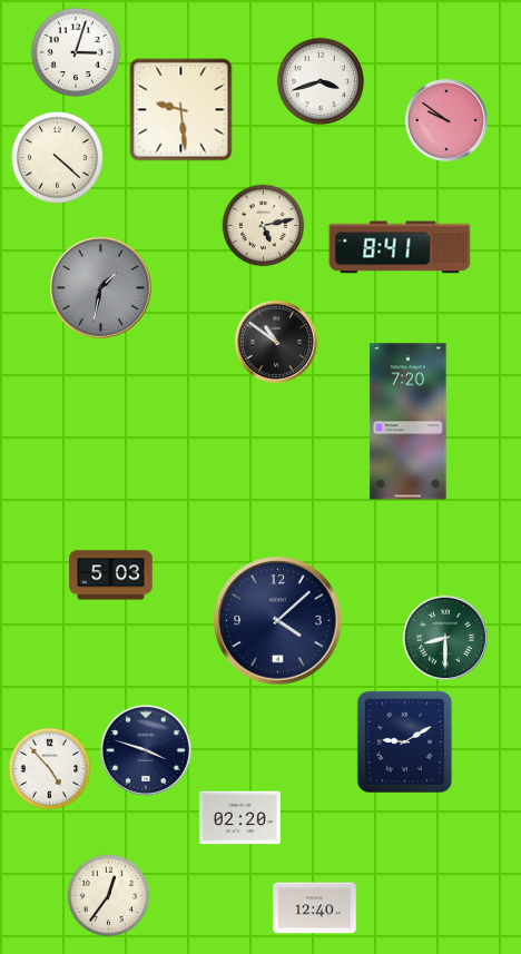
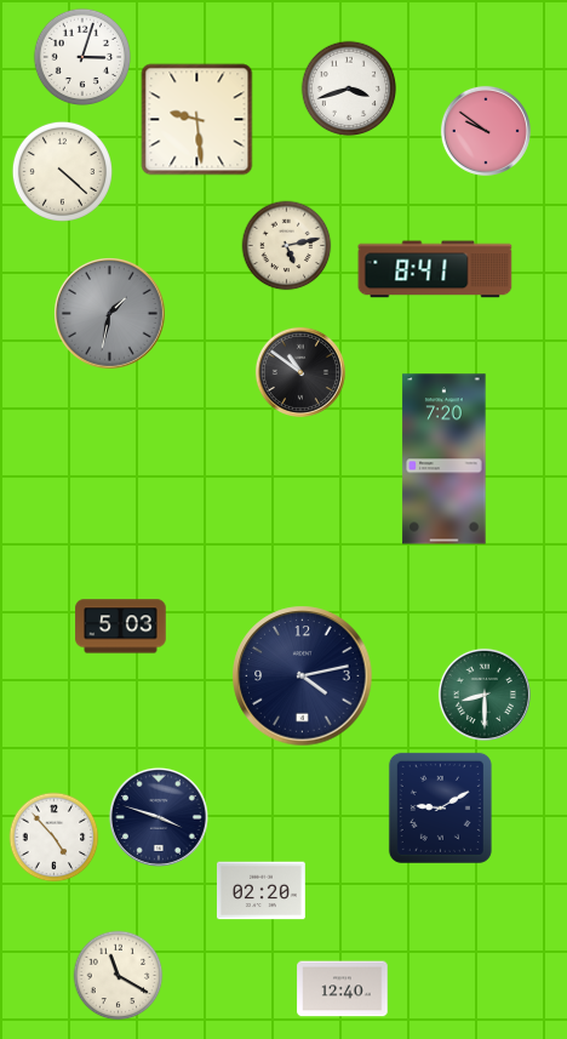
clock at (278, 621): 4:08 -> 4:13
clock at (109, 896): 12:36 -> 11:20
